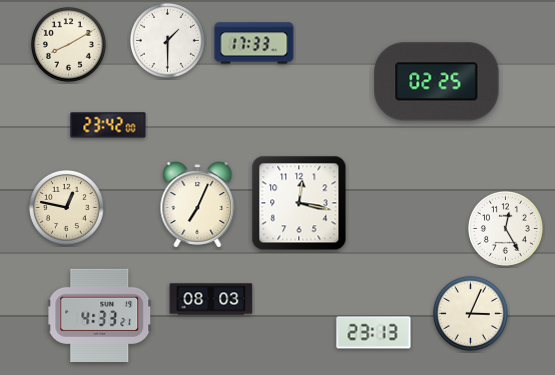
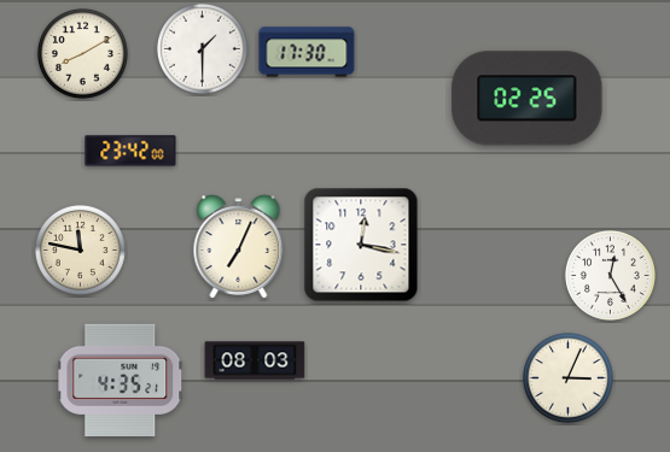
clock at (254, 43): 17:33 -> 17:30
clock at (66, 207): 12:47 -> 11:47
clock at (100, 315): 4:33 -> 4:35
clock at (374, 333): 23:13 -> none
